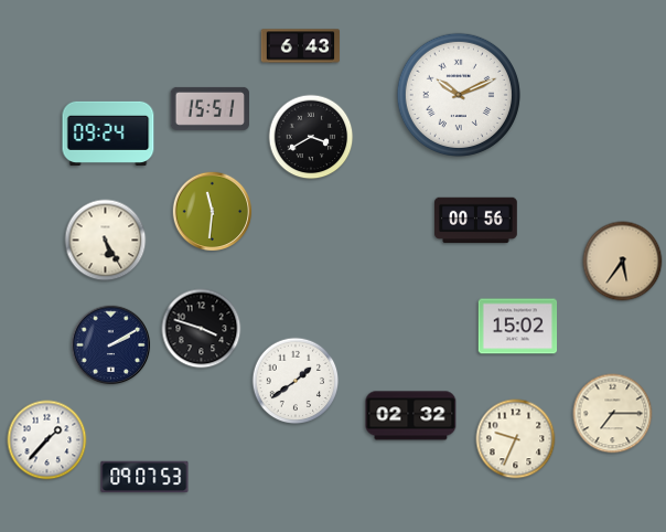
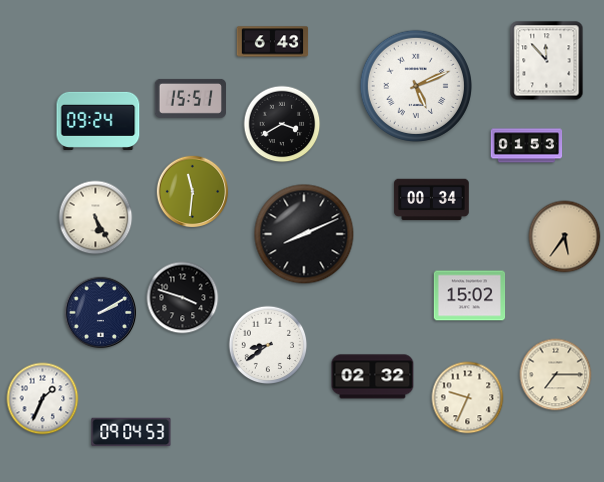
clock at (547, 61): none -> 11:53
clock at (459, 95): 10:11 -> 5:11
clock at (527, 146): none -> 01:53
clock at (476, 221): 00:56 -> 00:34
clock at (304, 234): none -> 8:11
clock at (296, 381): 1:39 -> 8:39
clock at (47, 440): 1:37 -> 1:34
clock at (144, 477): 09:07 -> 09:04
